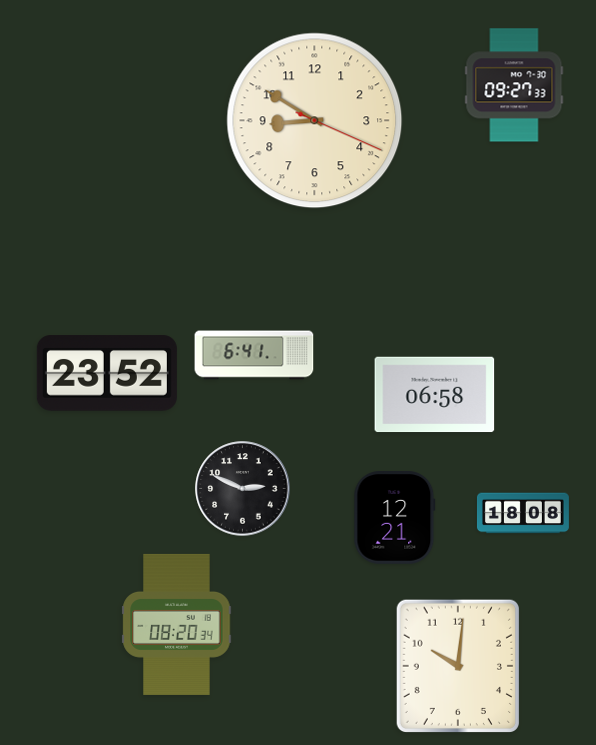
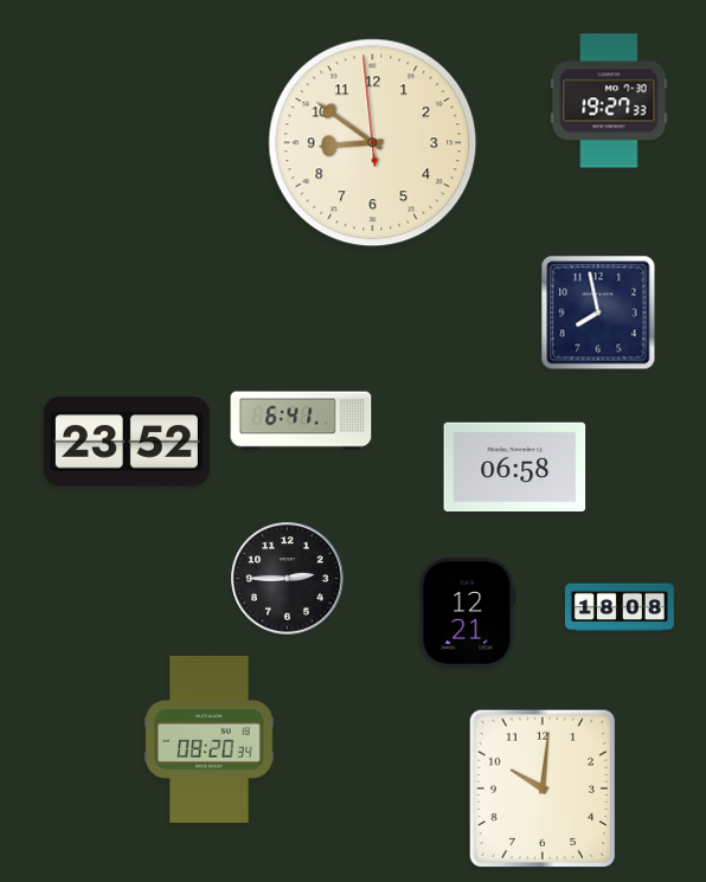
clock at (514, 85): 09:27 -> 19:27
clock at (315, 121): 8:50:19 -> 8:50:59
clock at (598, 313): none -> 7:58
clock at (243, 489): 2:49 -> 2:45
